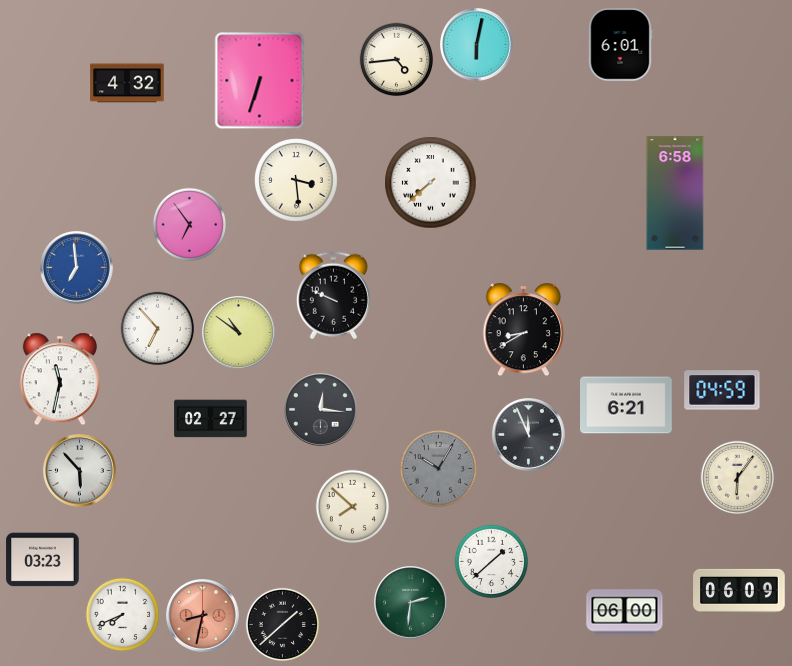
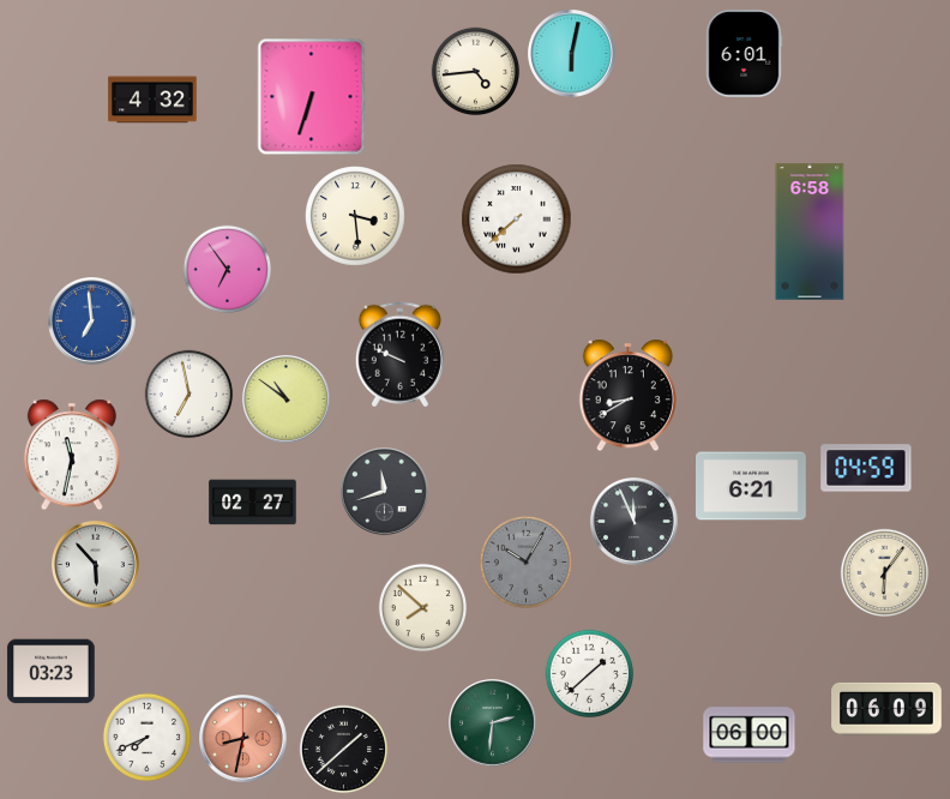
clock at (158, 329): 6:53 -> 6:58
clock at (321, 410): 12:16 -> 11:42
clock at (283, 625) position: (283, 625) -> (344, 750)
